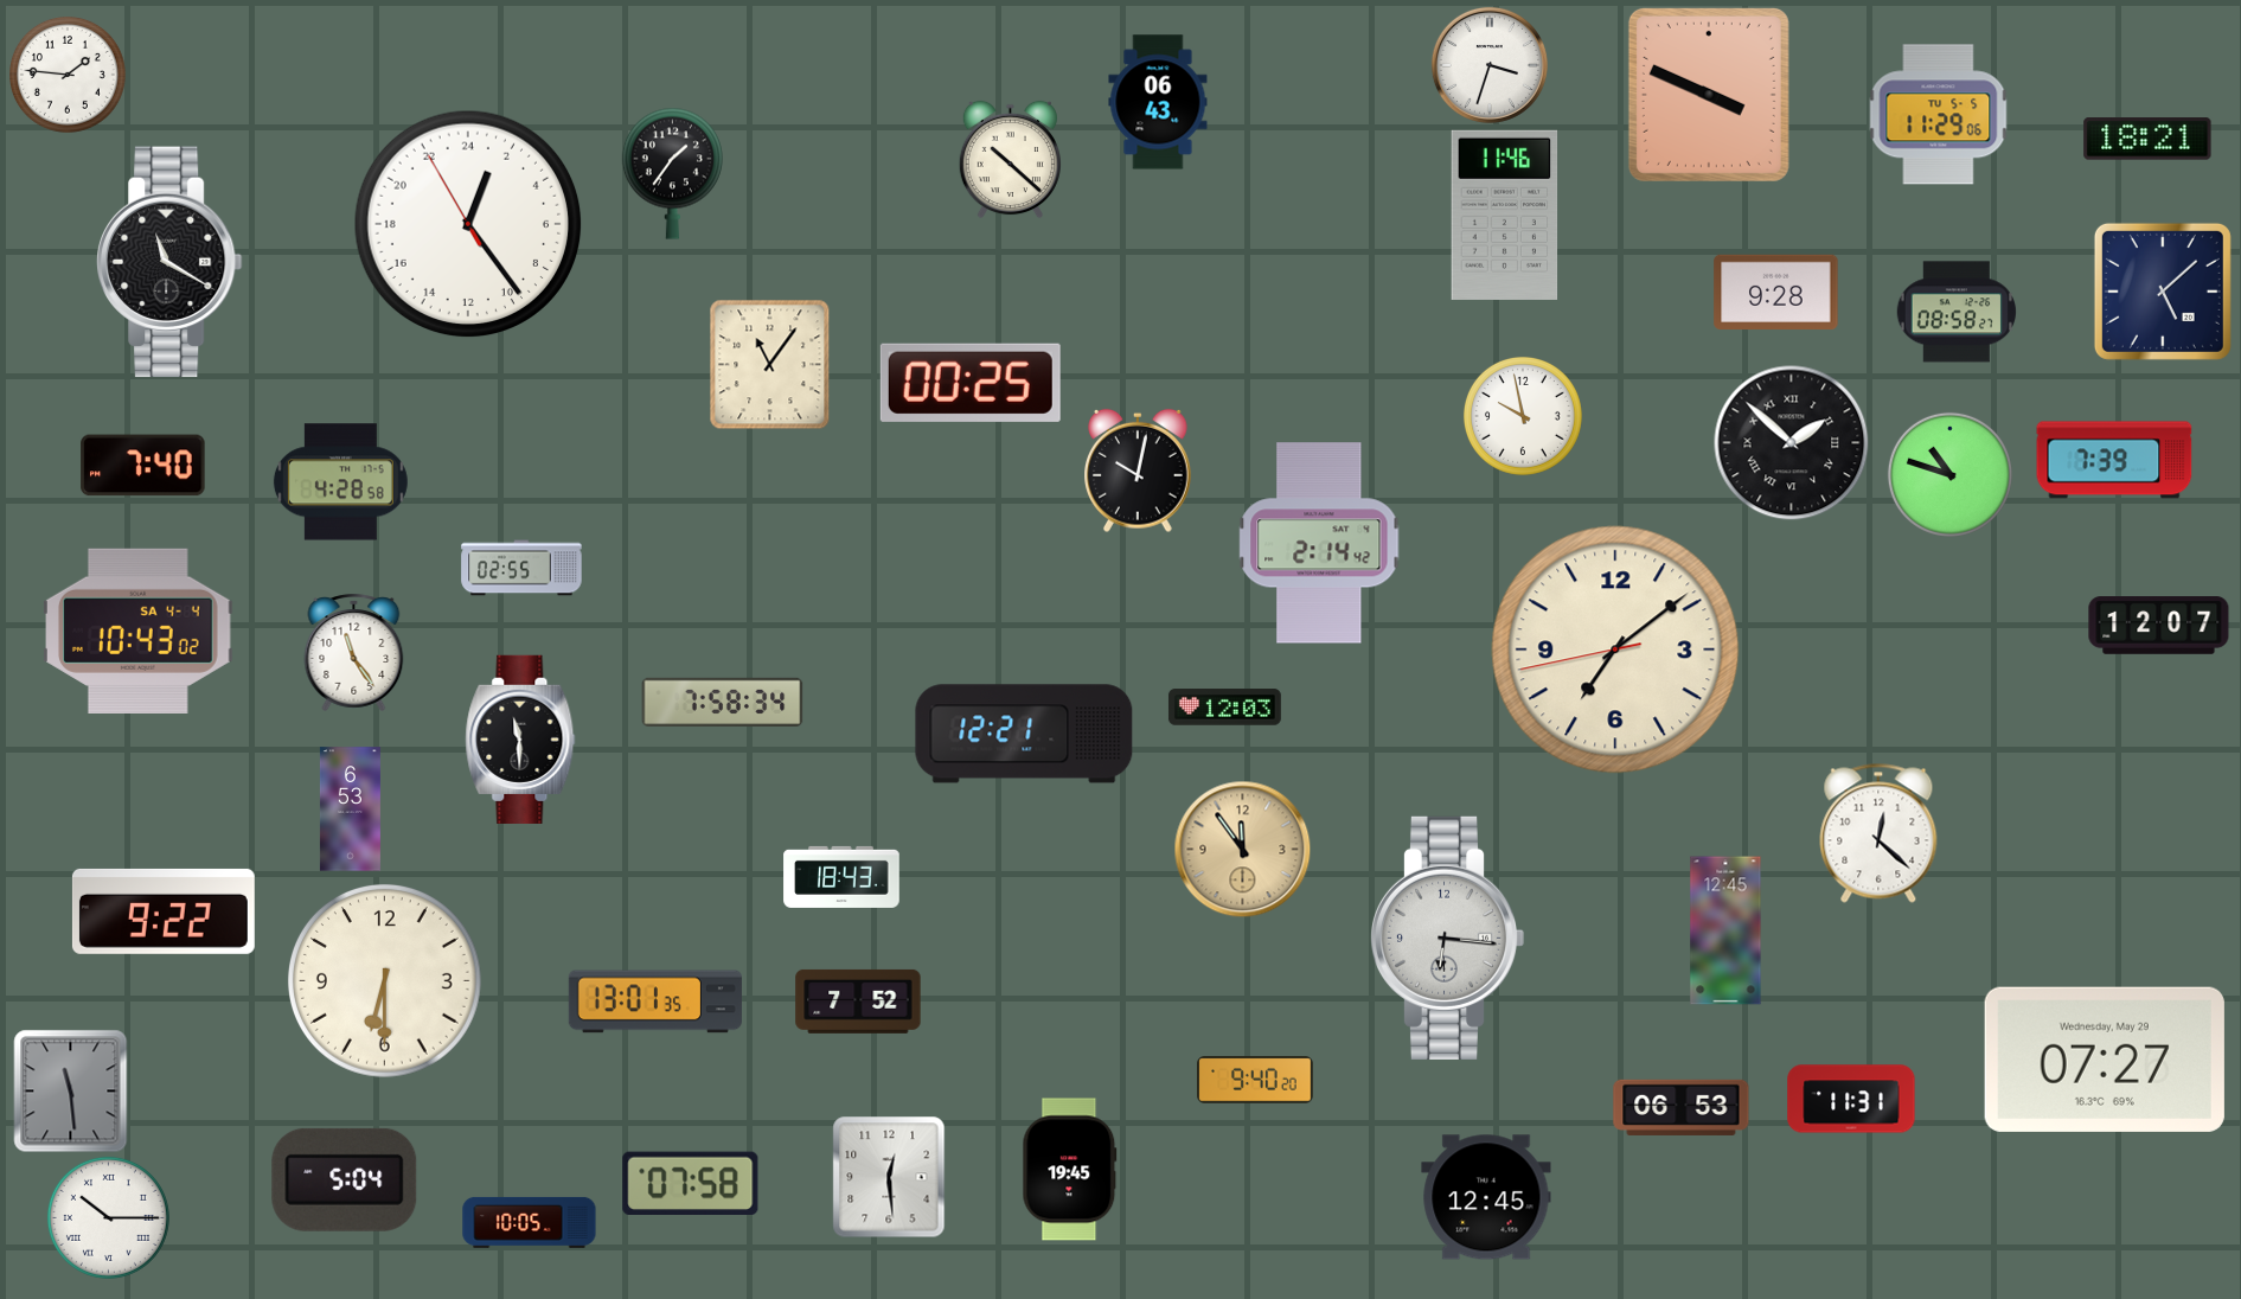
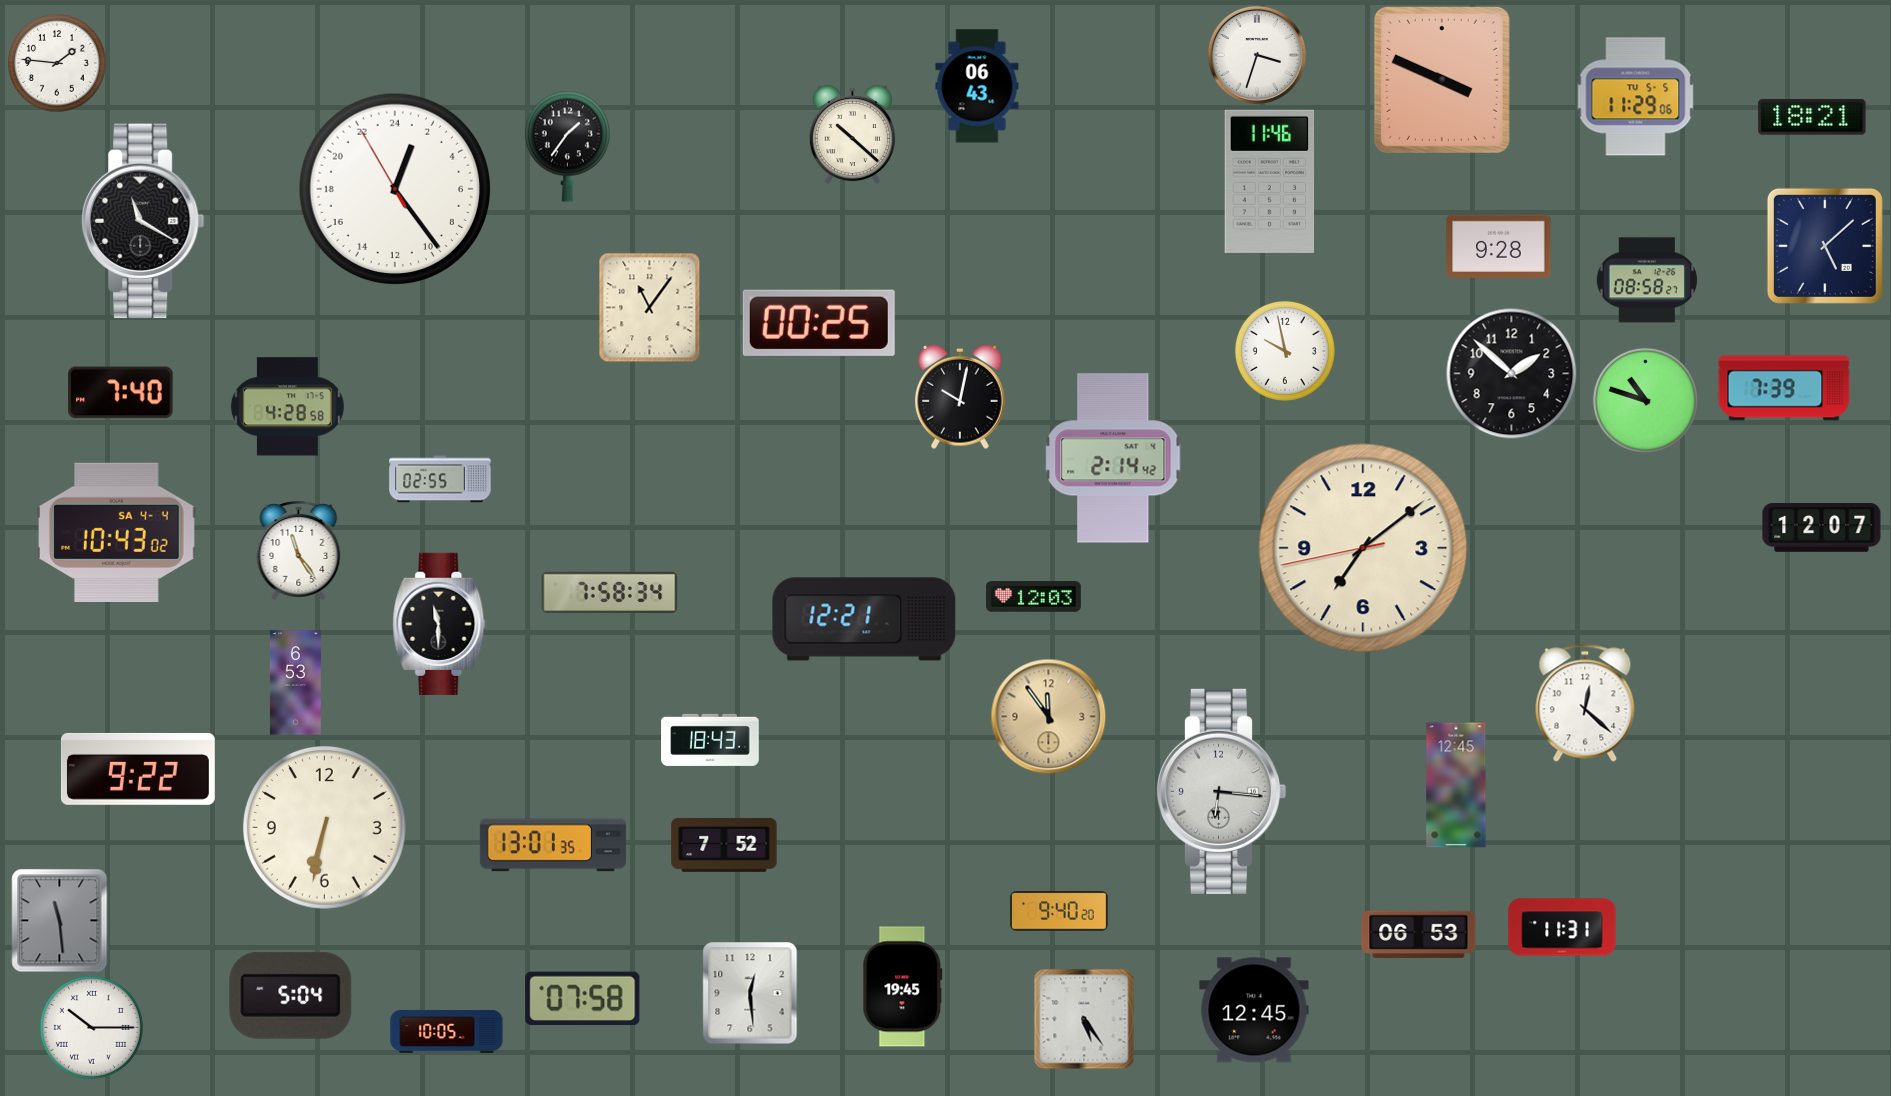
clock at (1955, 312) position: (1955, 312) -> (1646, 280)
clock at (1792, 443) numerals: Roman -> Arabic
clock at (385, 981): 6:30 -> 6:32
clock at (2105, 1060): 07:27 -> none
clock at (1084, 1019): none -> 5:24
